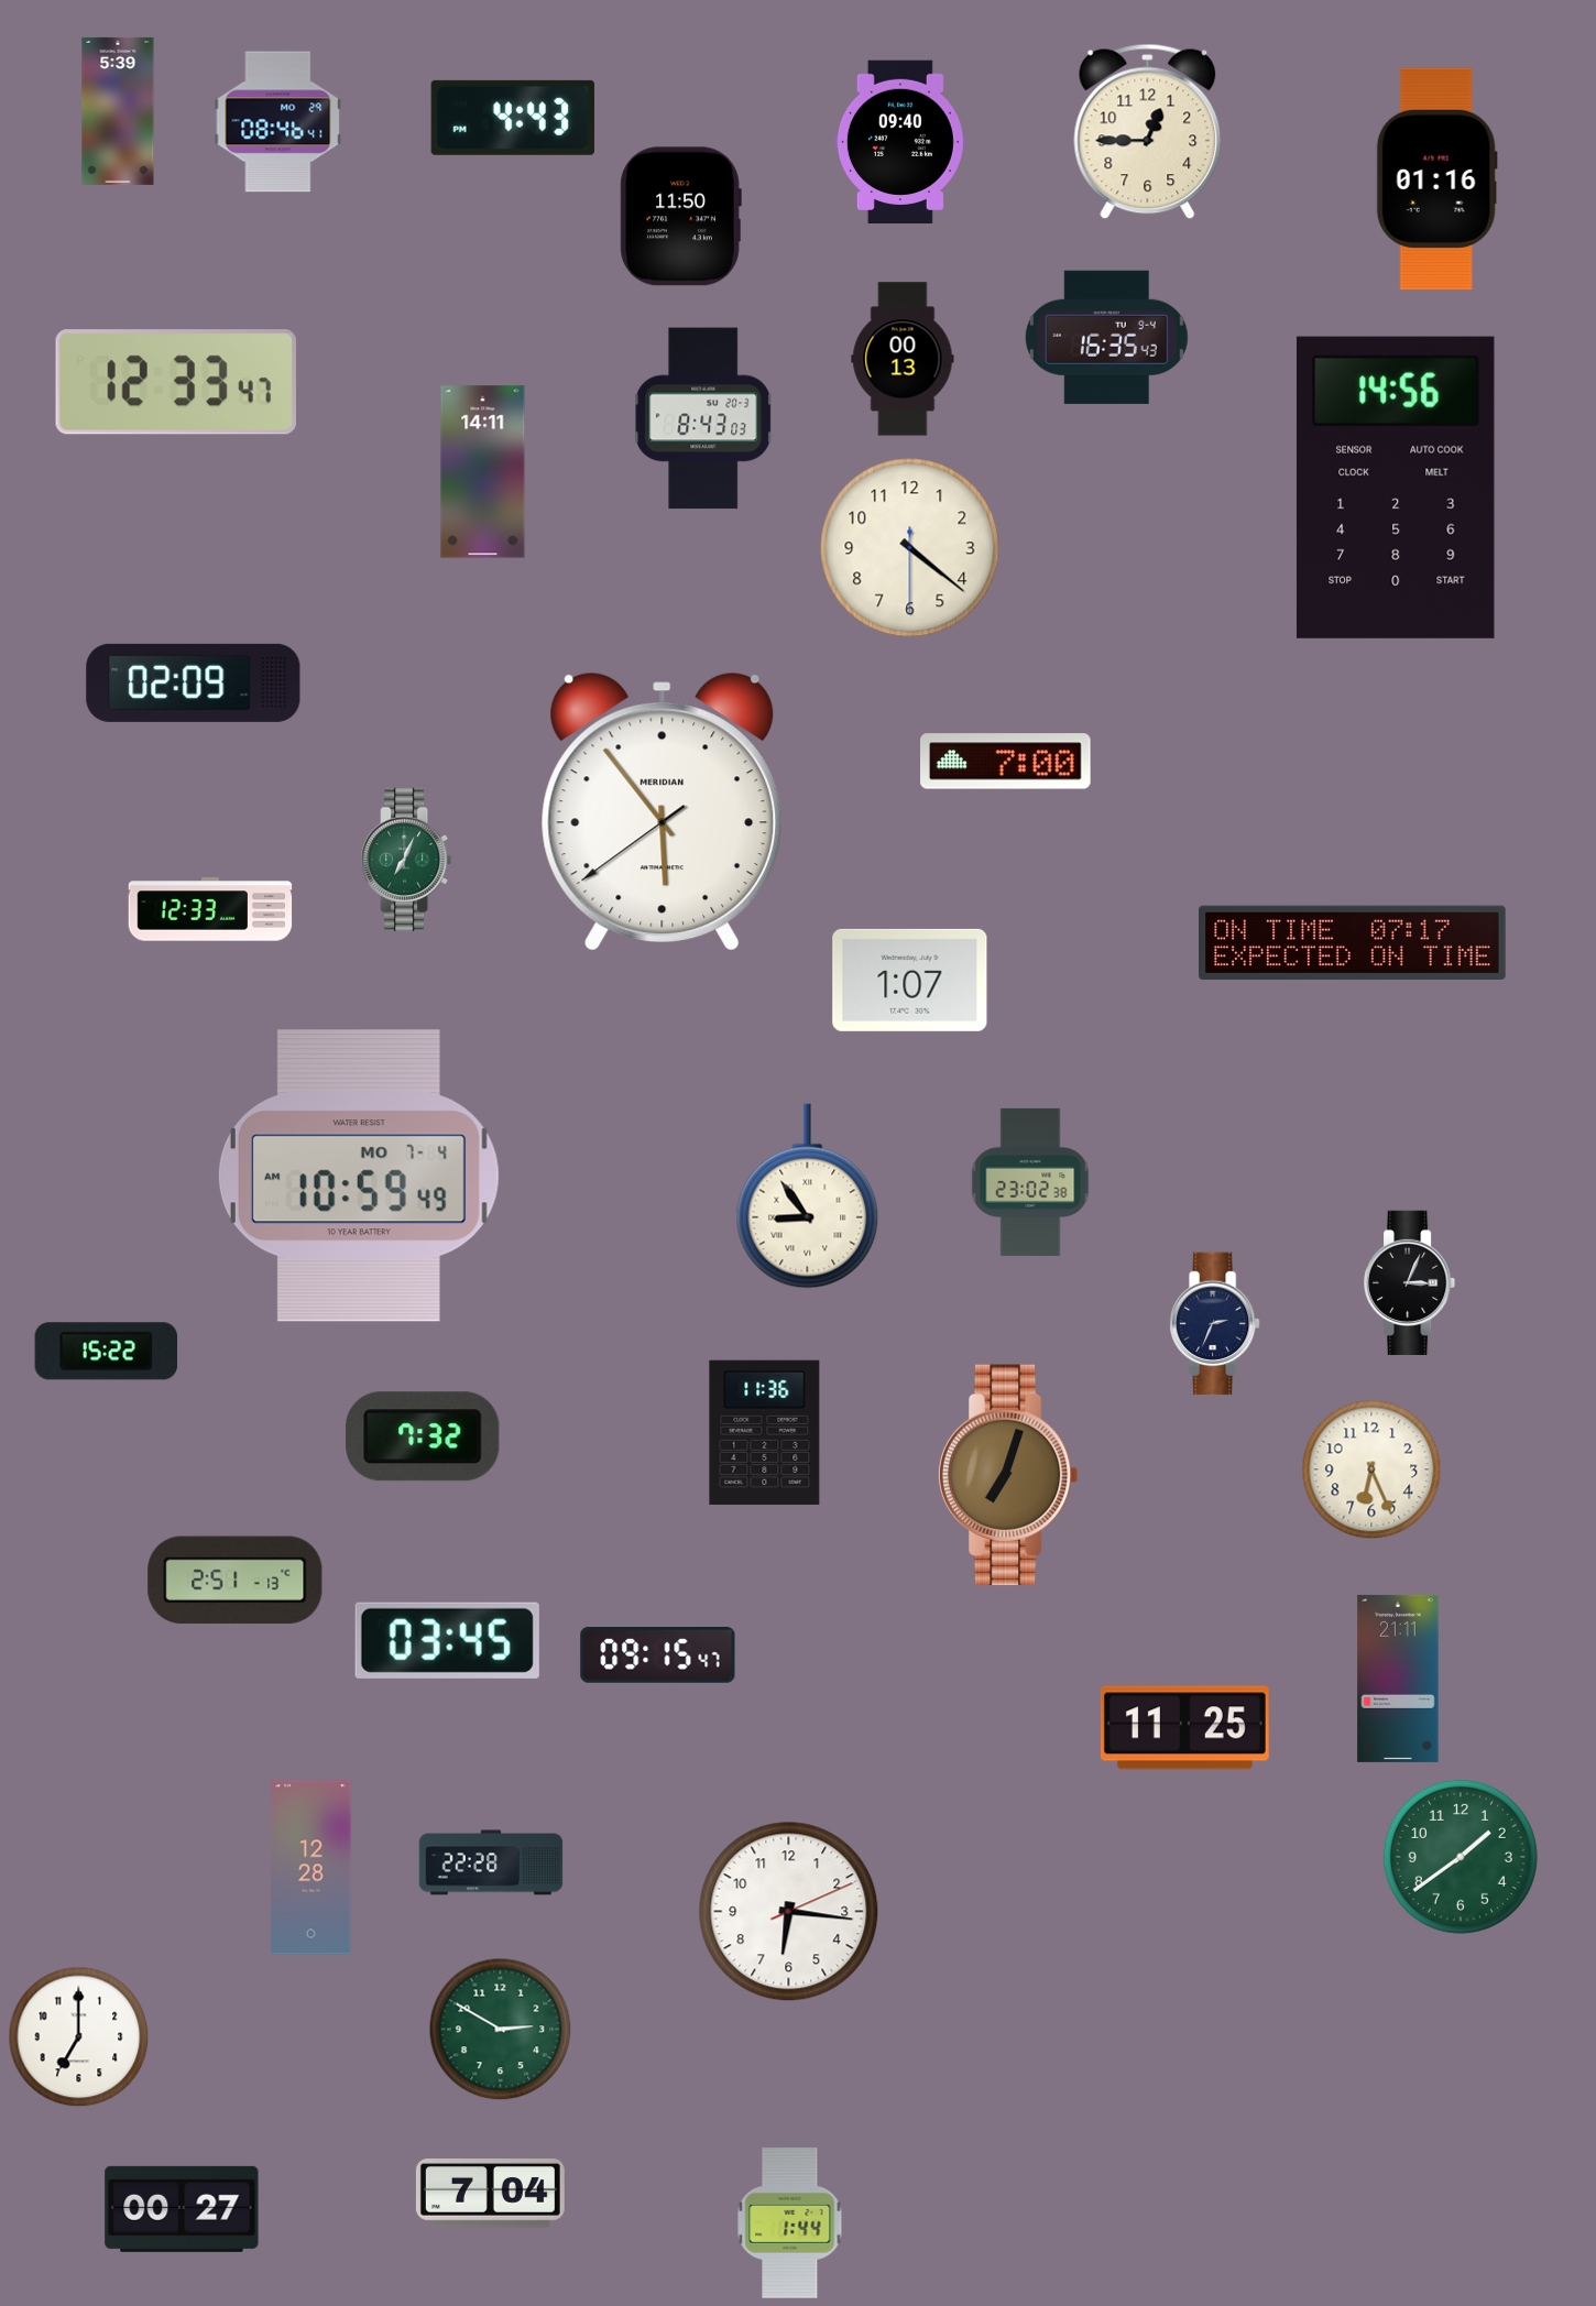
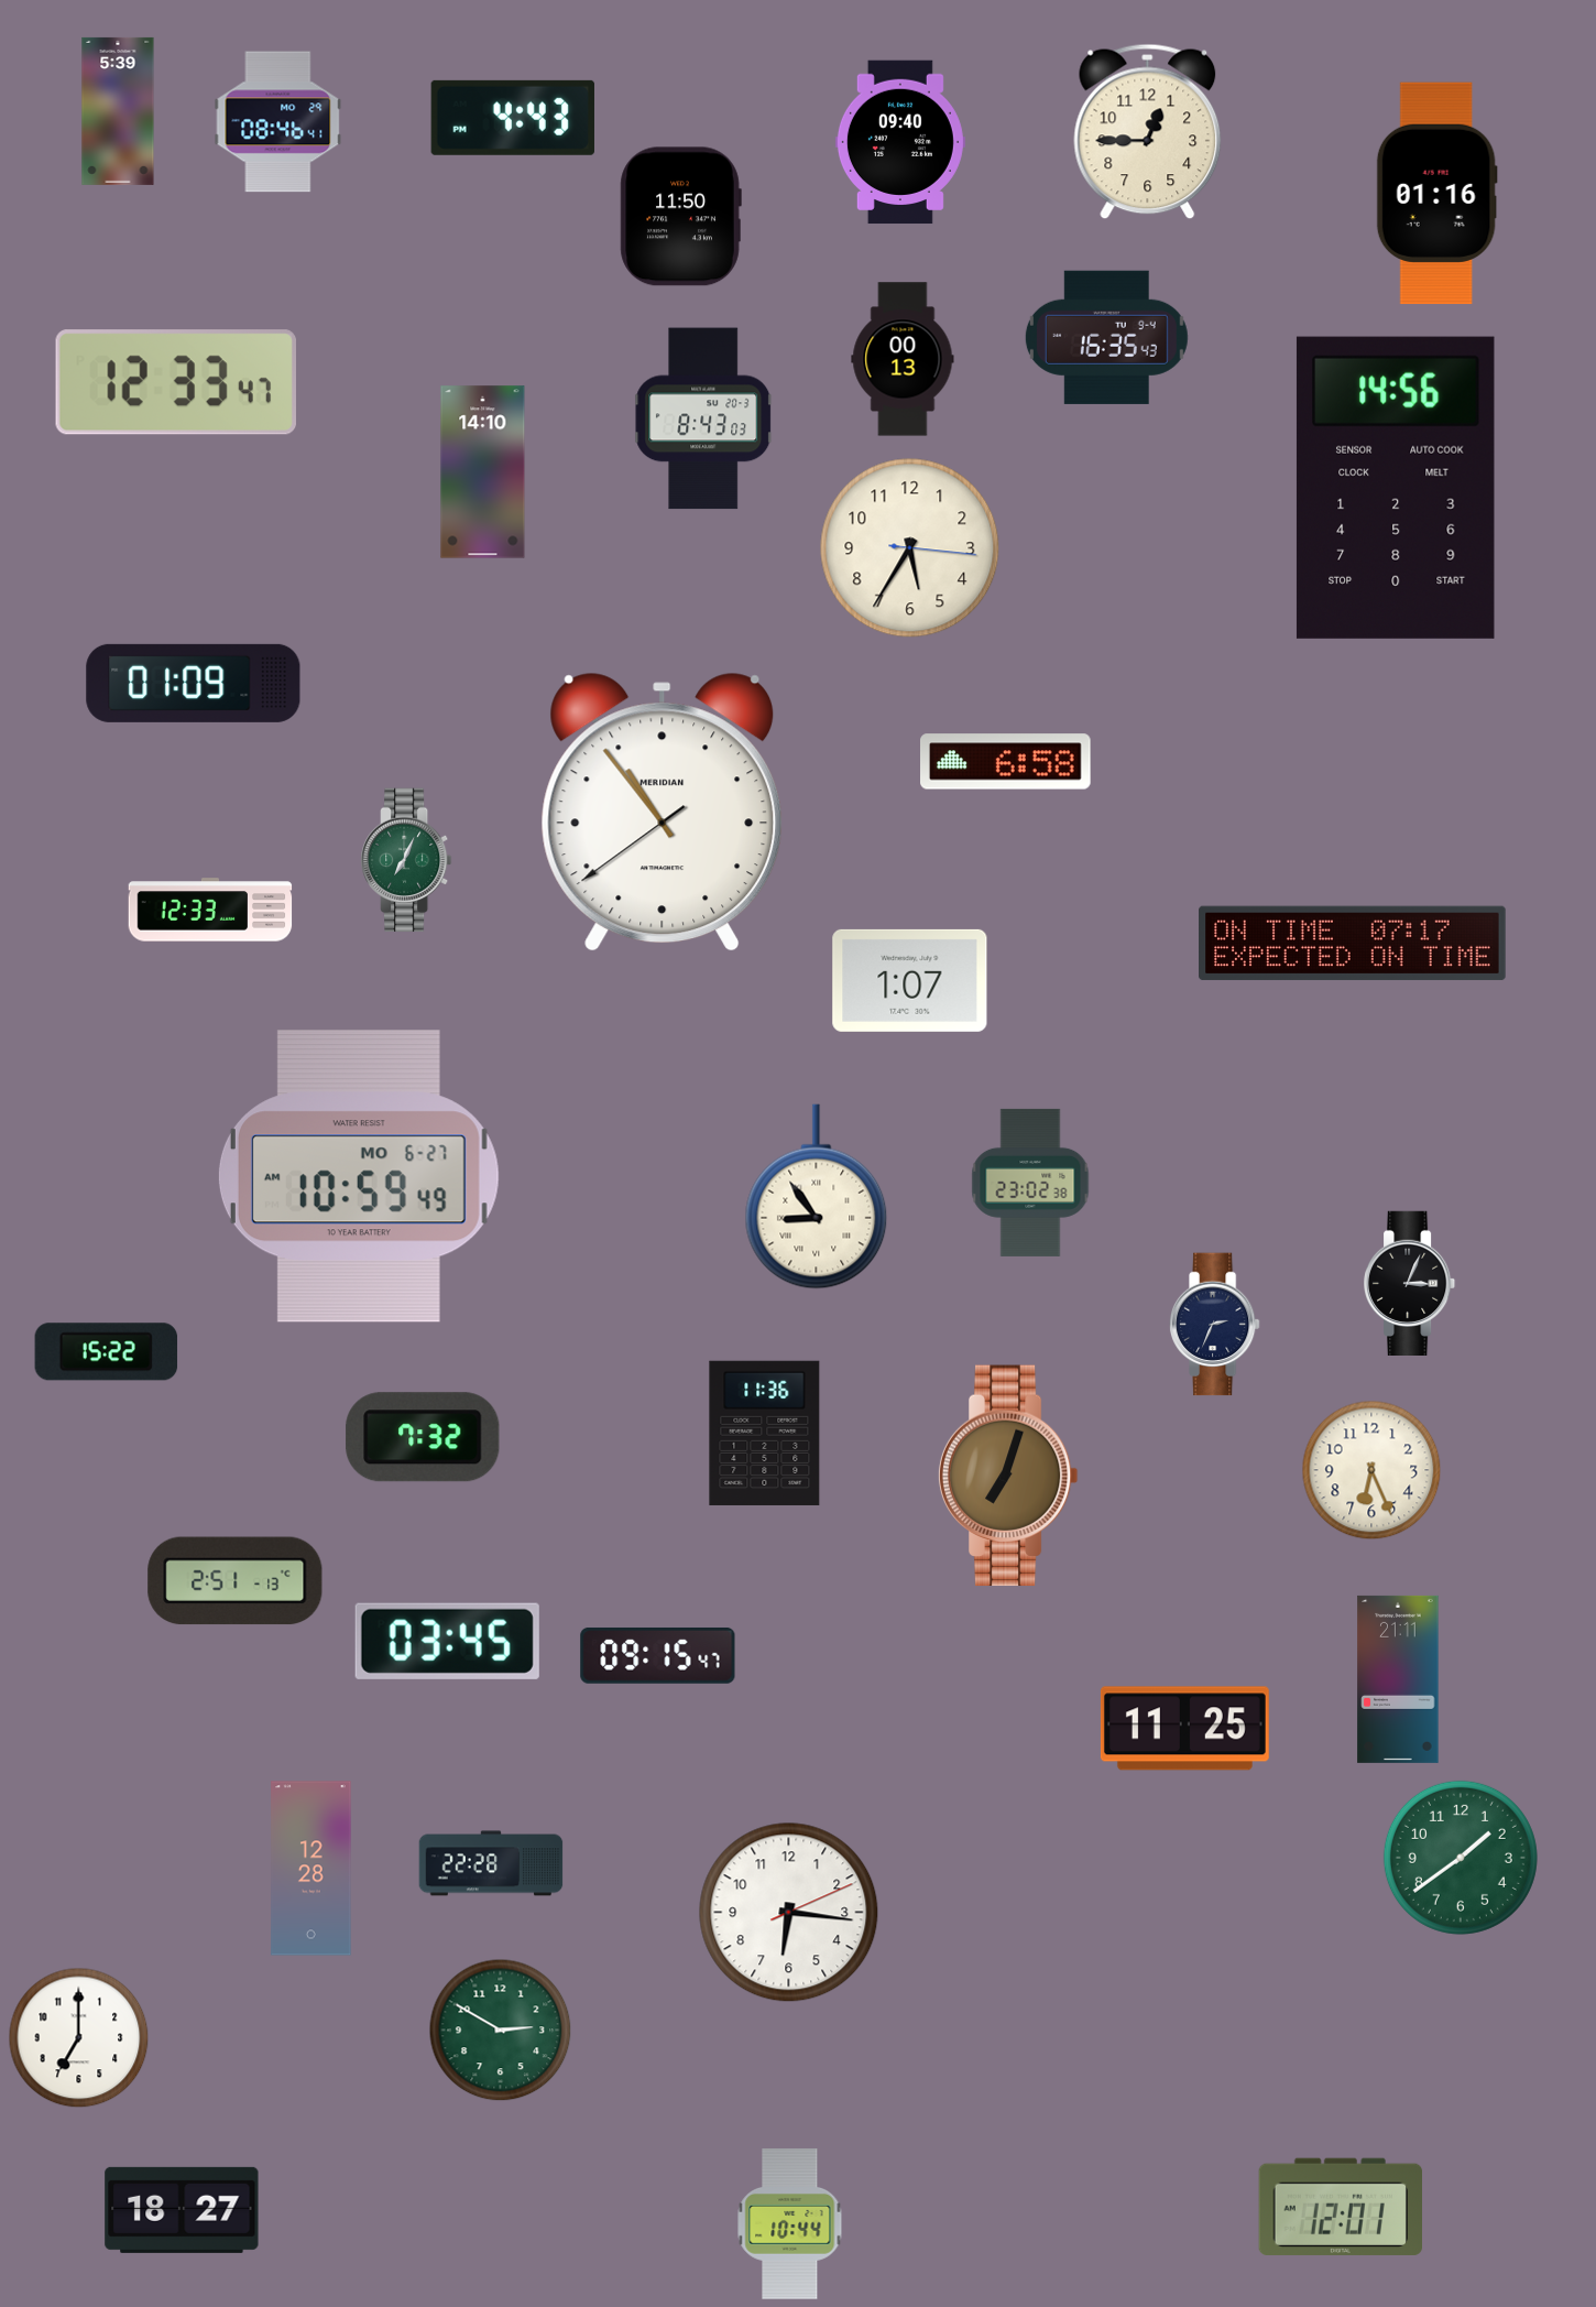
clock at (1436, 179) position: (1436, 179) -> (1436, 194)
clock at (483, 472): 14:11 -> 14:10
clock at (910, 548): 4:21 -> 5:35
clock at (194, 682): 02:09 -> 01:09
clock at (1006, 762): 7:00 -> 6:58
clock at (663, 811): 5:53 -> 10:53
clock at (359, 1176) date: MO 7-4 -> MO 6-27
clock at (808, 1196) position: (808, 1196) -> (817, 1197)
clock at (490, 2194): 7:04 -> none
clock at (1340, 2206): none -> 12:01
clock at (182, 2209): 00:27 -> 18:27
clock at (790, 2223): 1:44 -> 10:44
